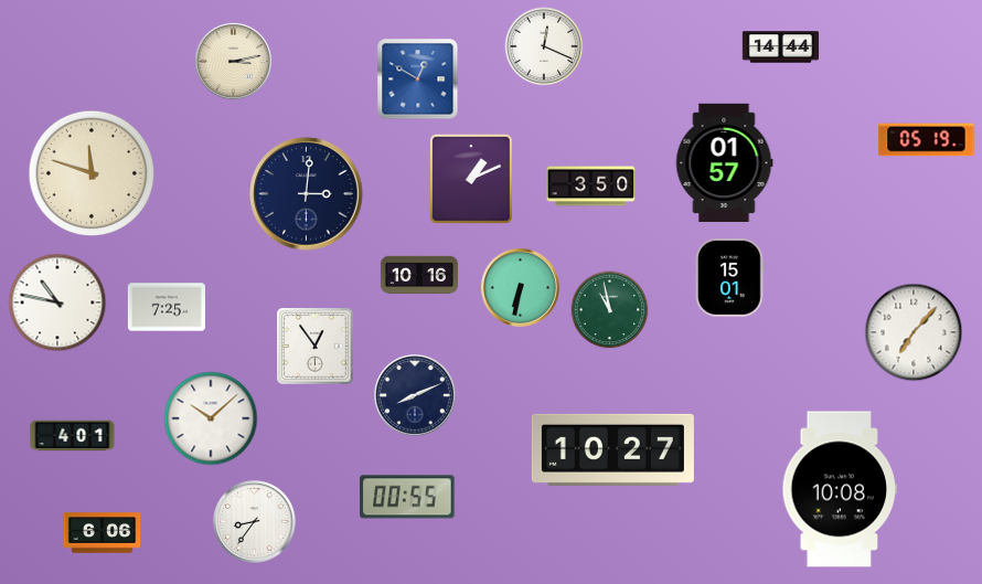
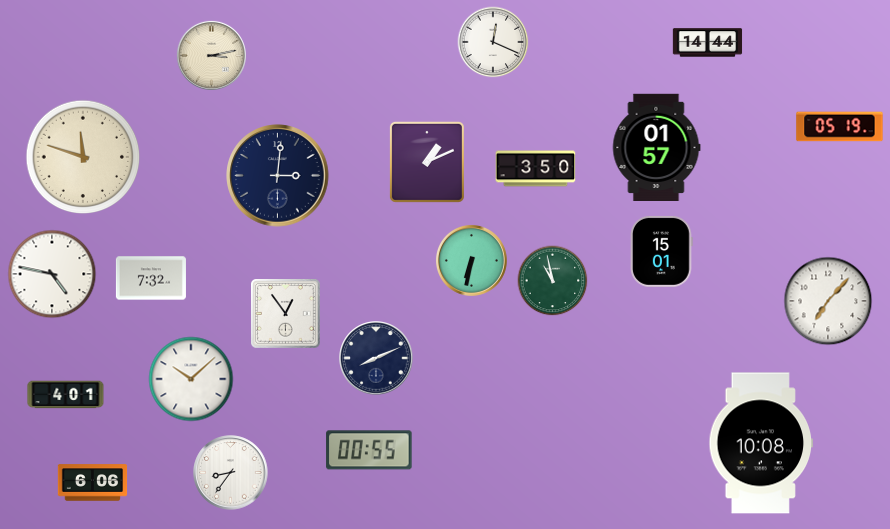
clock at (418, 79): 12:50 -> none
clock at (419, 275): 10:16 -> none
clock at (57, 302): 10:47 -> 4:47
clock at (167, 307): 7:25 -> 7:32
clock at (612, 449): 10:27 -> none
